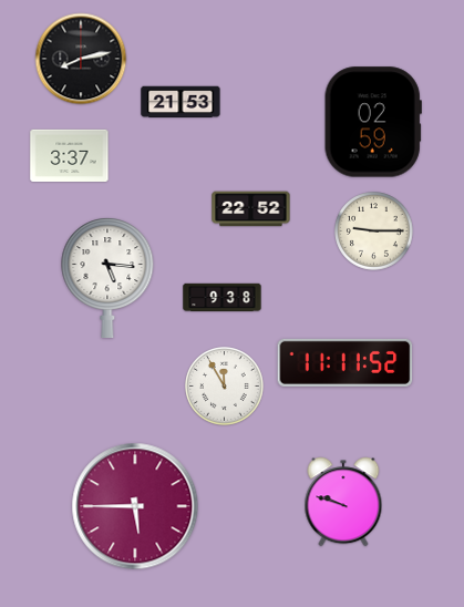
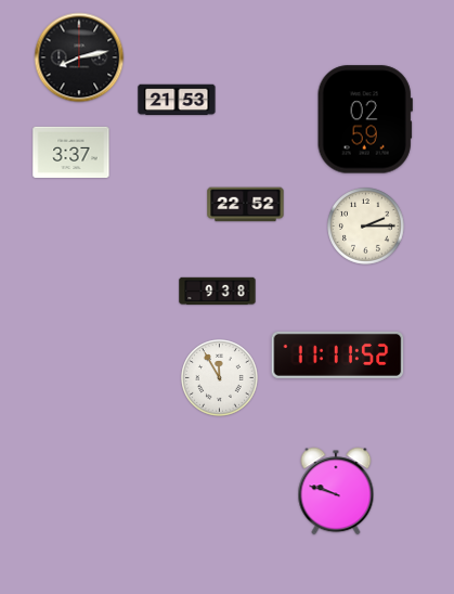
clock at (70, 156) position: (70, 156) -> (72, 153)
clock at (374, 232): 9:15 -> 2:15
clock at (107, 277): 5:16 -> none
clock at (135, 506): 5:45 -> none
